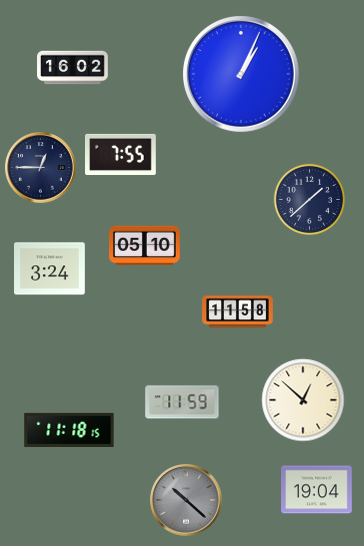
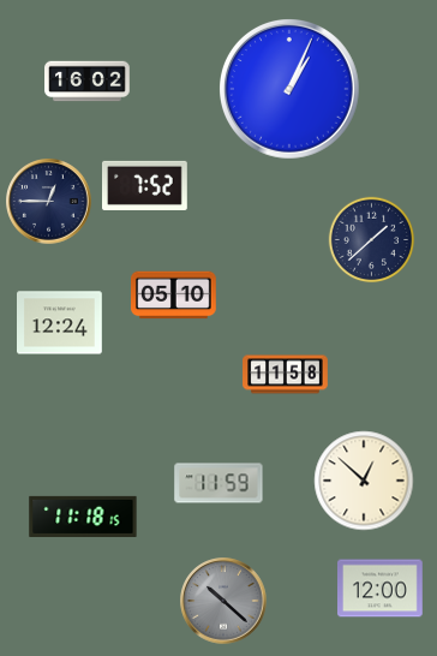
clock at (121, 154): 7:55 -> 7:52
clock at (50, 269): 3:24 -> 12:24
clock at (317, 490): 19:04 -> 12:00
